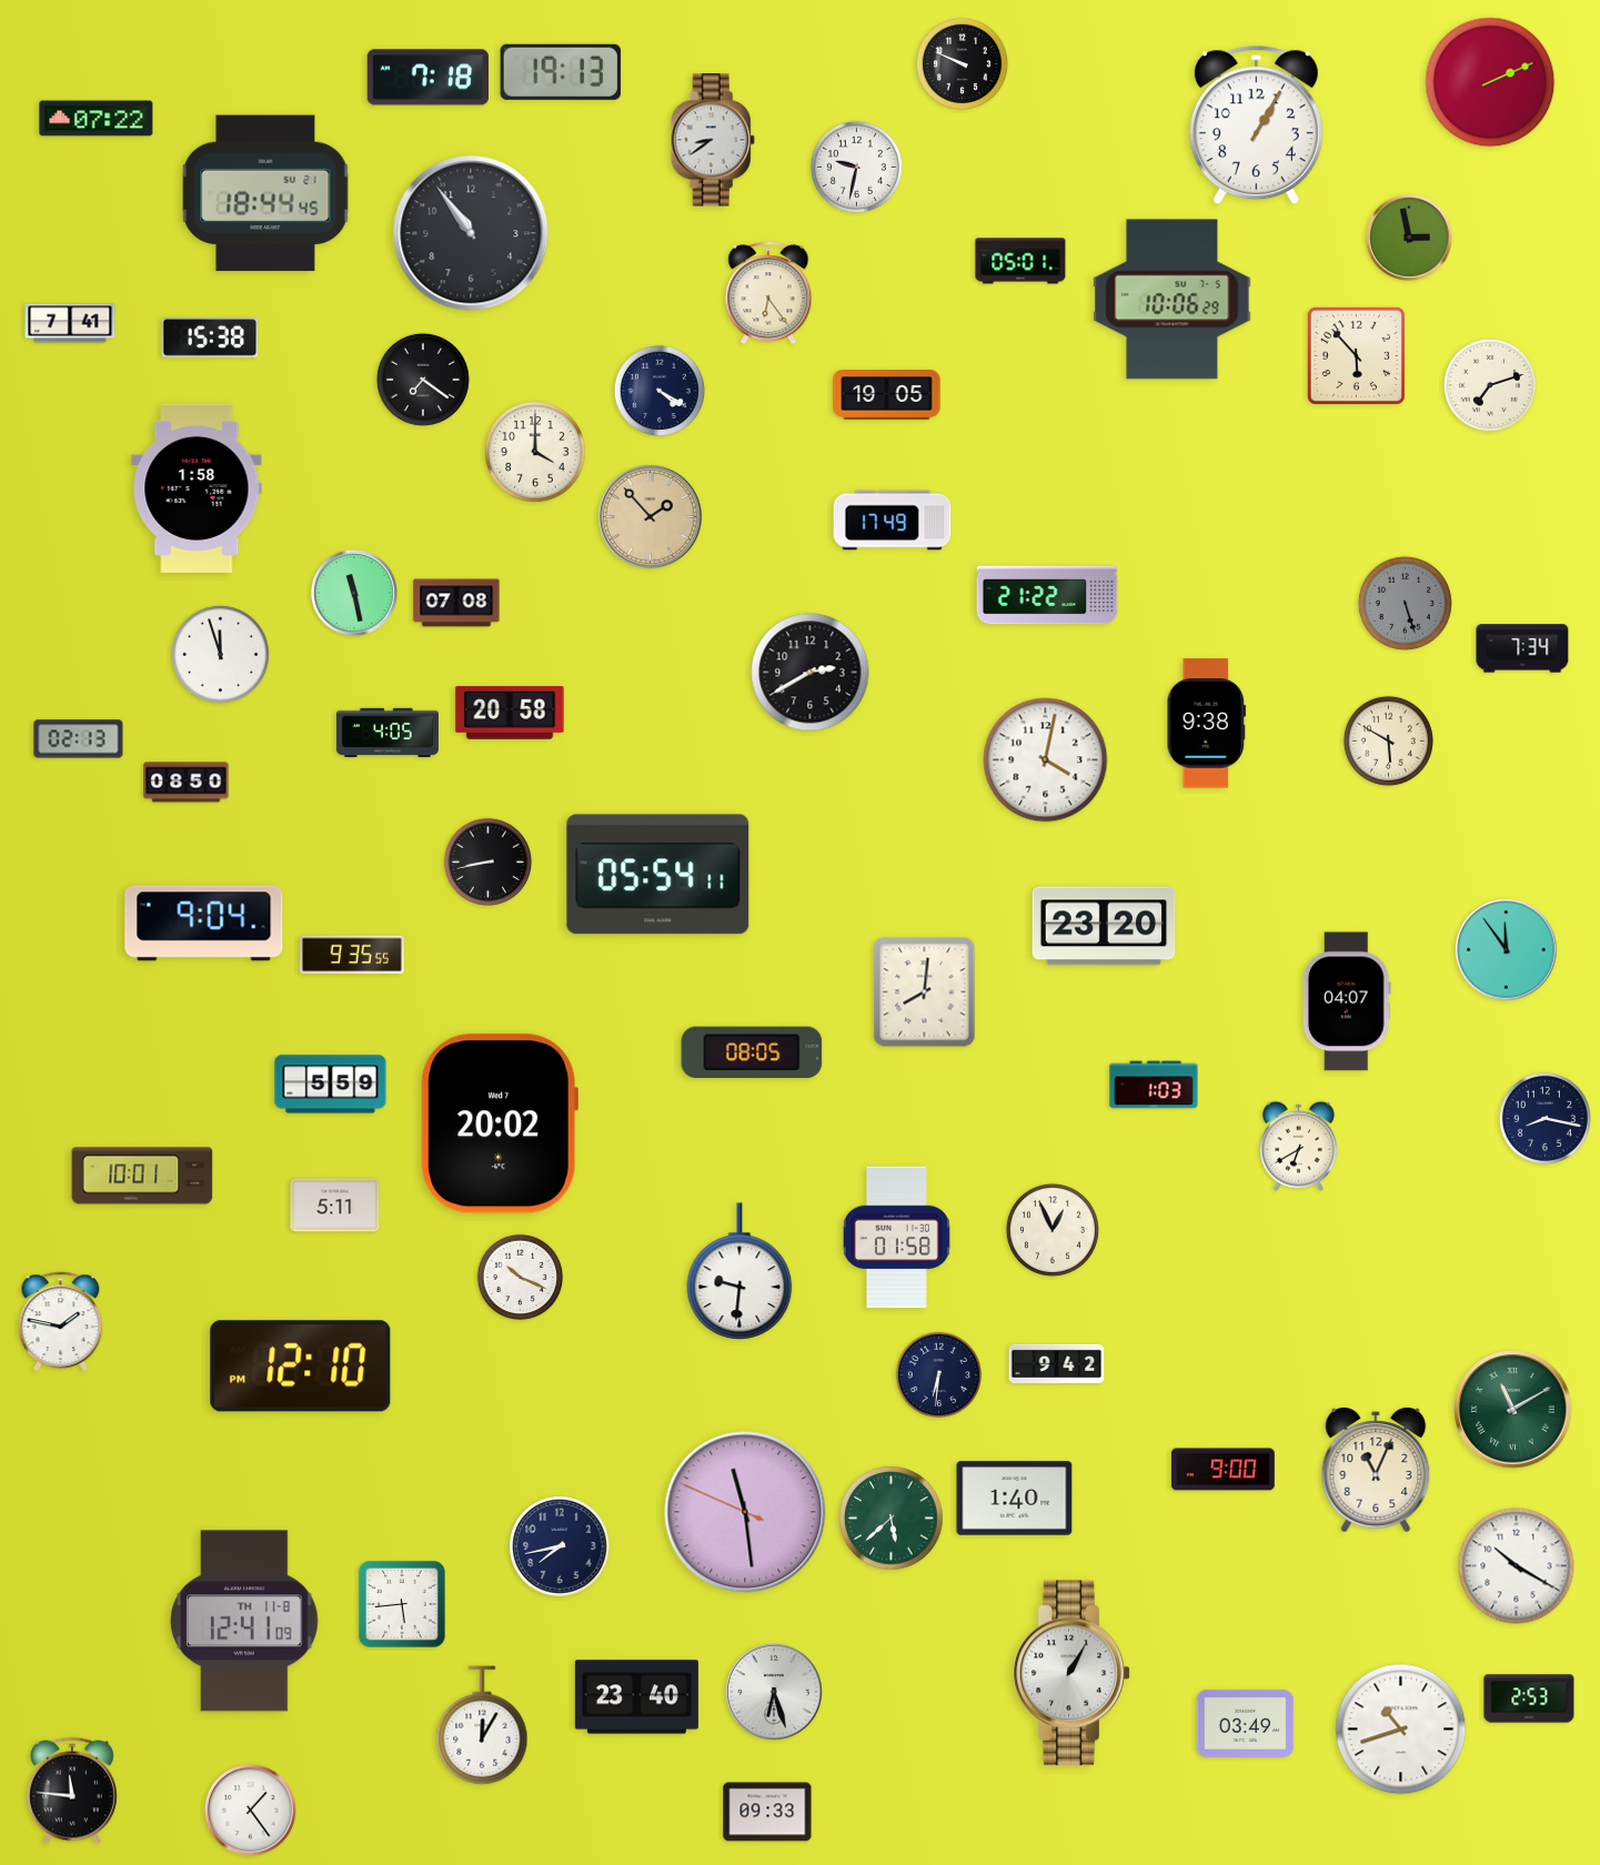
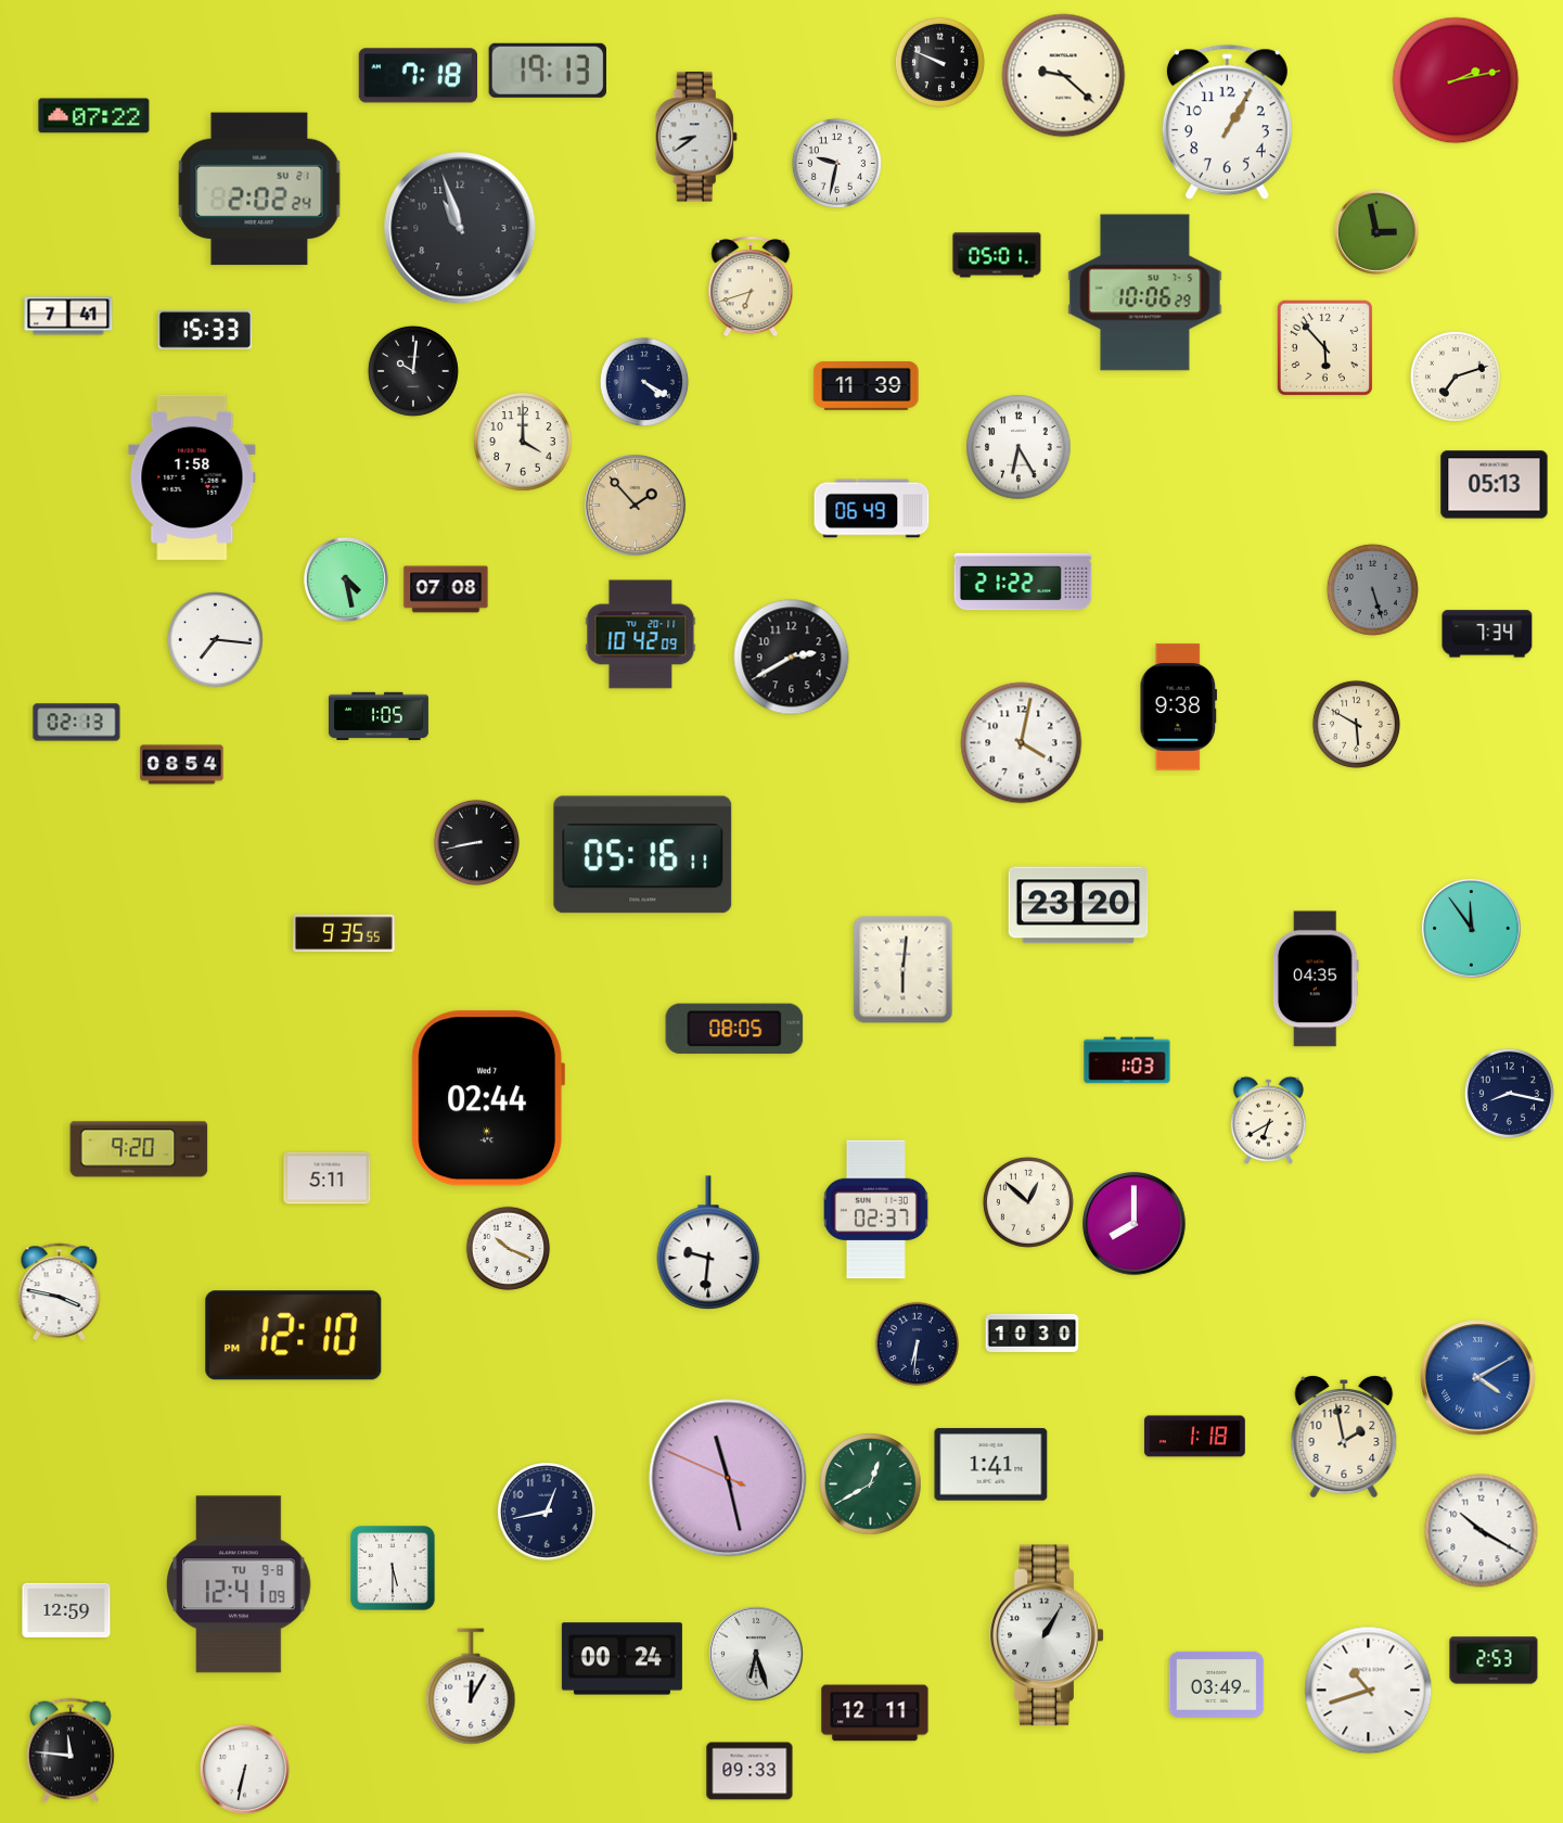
clock at (1064, 76): none -> 9:22
clock at (1490, 82): 2:11 -> 2:13
clock at (265, 193): 18:44 -> 2:02
clock at (471, 233): 10:54 -> 10:57
clock at (768, 293): 6:24 -> 6:42
clock at (210, 337): 15:38 -> 15:33
clock at (423, 380): 7:21 -> 10:01
clock at (887, 395): 19:05 -> 11:39
clock at (1018, 447): none -> 6:25
clock at (1495, 485): none -> 05:13
clock at (893, 521): 17:49 -> 06:49
clock at (354, 593): 11:28 -> 4:28
clock at (641, 635): none -> 10:42
clock at (221, 655): 11:57 -> 7:16
clock at (510, 713): 20:58 -> none
clock at (388, 733): 4:05 -> 1:05
clock at (187, 783): 08:50 -> 08:54
clock at (658, 875): 05:54 -> 05:16
clock at (204, 924): 9:04 -> none
clock at (925, 992): 8:01 -> 6:01
clock at (1347, 1001): 04:07 -> 04:35
clock at (331, 1085): 5:59 -> none
clock at (499, 1123): 20:02 -> 02:44
clock at (142, 1176): 10:01 -> 9:20
clock at (1053, 1230): 12:56 -> 12:52
clock at (896, 1238): 01:58 -> 02:37
clock at (1135, 1224): none -> 8:00
clock at (739, 1271) position: (739, 1271) -> (708, 1242)
clock at (61, 1321): 1:47 -> 3:47
clock at (1057, 1363): 9:42 -> 10:30
clock at (1513, 1410): 11:10 -> 4:10
clock at (1513, 1410) dial: green -> blue
clock at (1222, 1470): 9:00 -> 1:18
clock at (1376, 1470): 11:04 -> 1:58
clock at (1015, 1499): 1:40 -> 1:41
clock at (745, 1512): 11:28 -> 11:27
clock at (892, 1519): 5:38 -> 12:40
clock at (560, 1546): 7:43 -> 12:43
clock at (402, 1604): 5:44 -> 5:30
clock at (245, 1621) date: TH 11-8 -> TU 9-8
clock at (66, 1609): none -> 12:59
clock at (636, 1697): 23:40 -> 00:24
clock at (875, 1713): none -> 12:11
clock at (250, 1809): 1:24 -> 6:32
